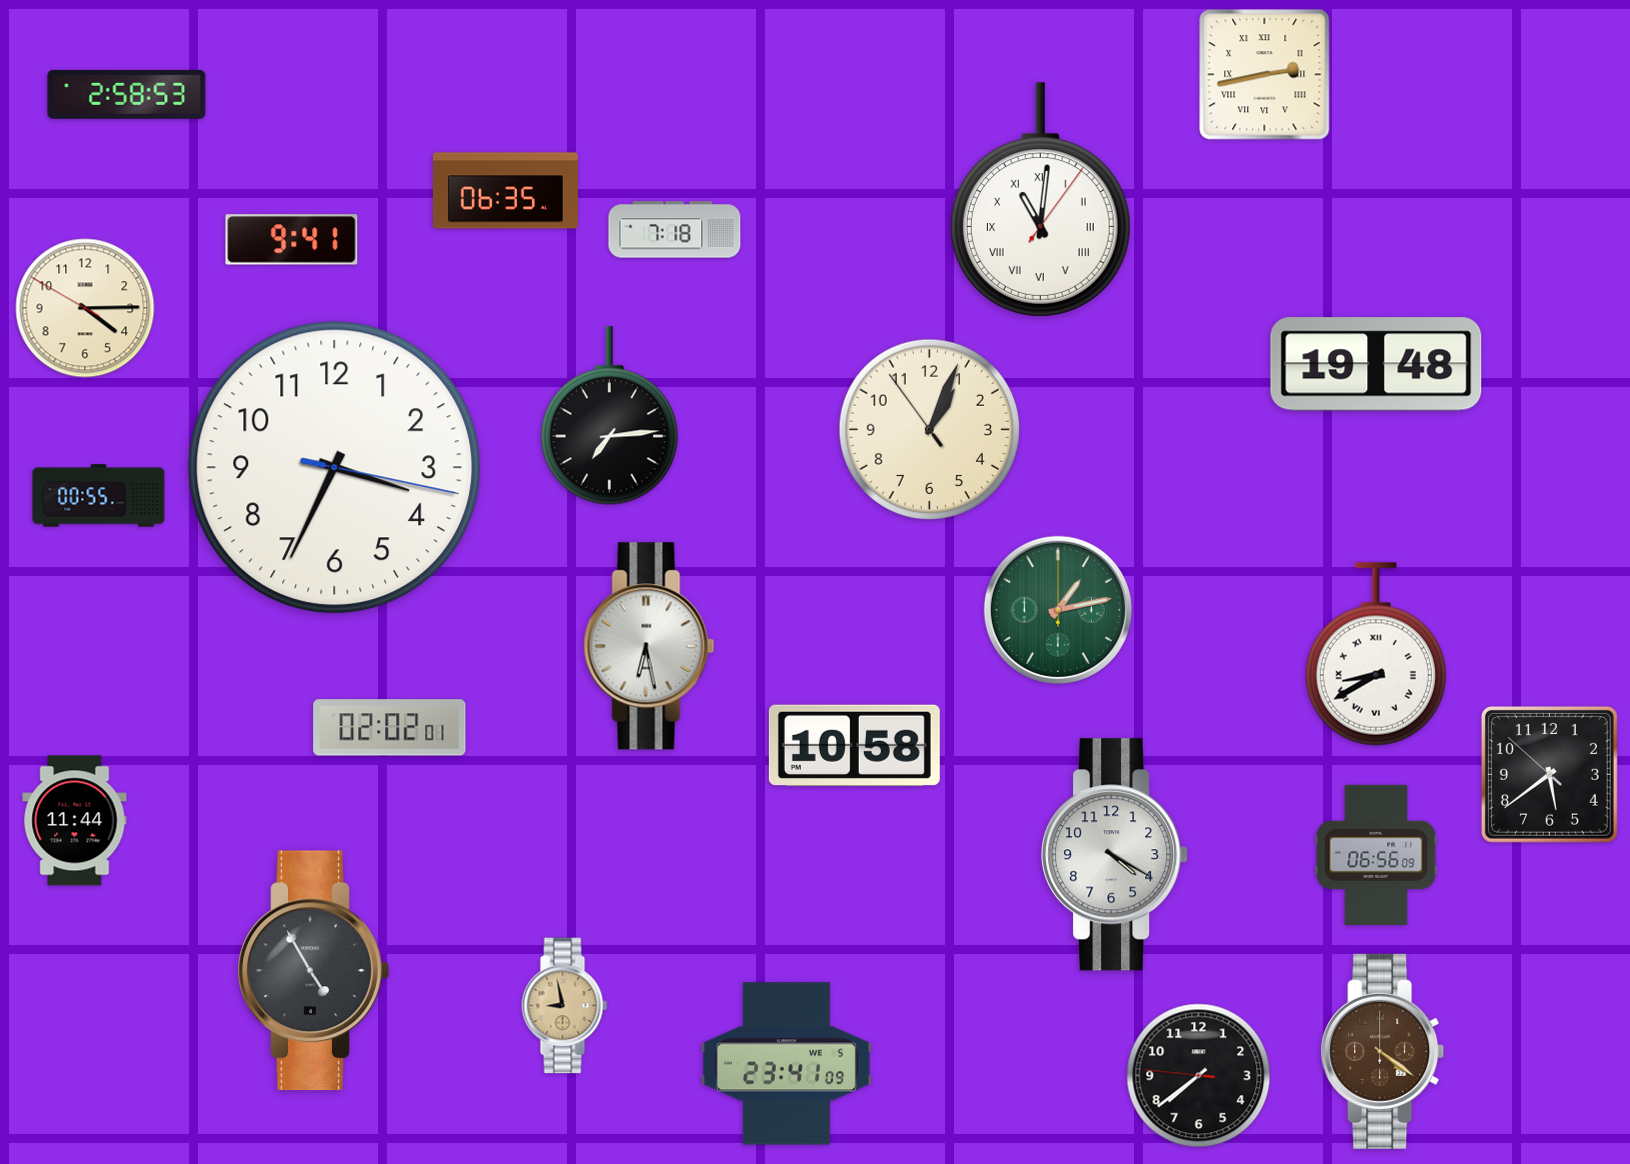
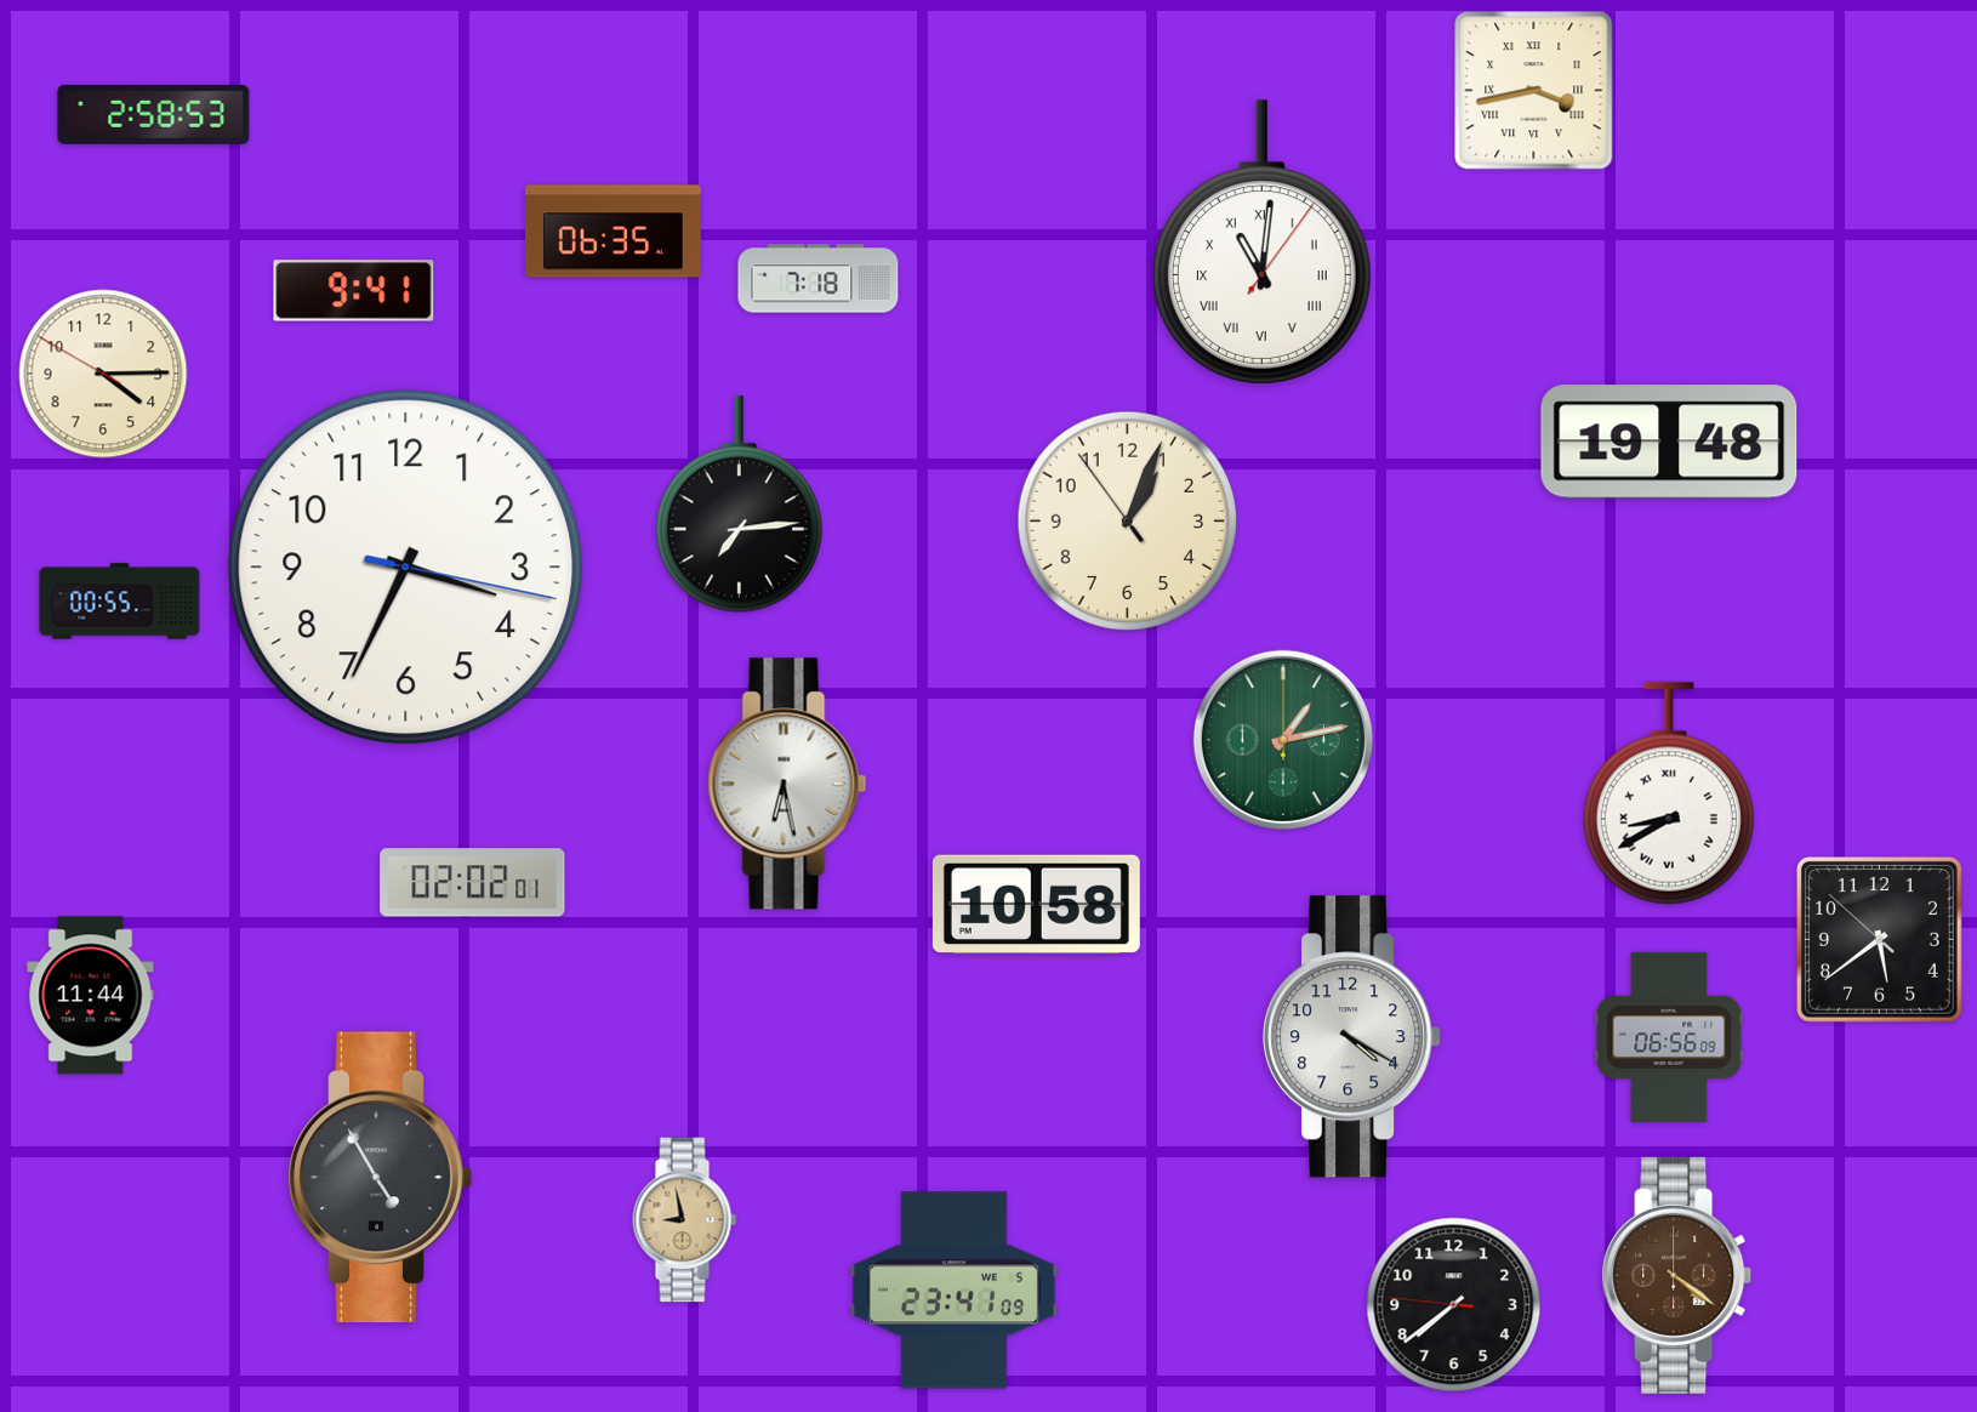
clock at (1265, 75): 2:43 -> 3:43
